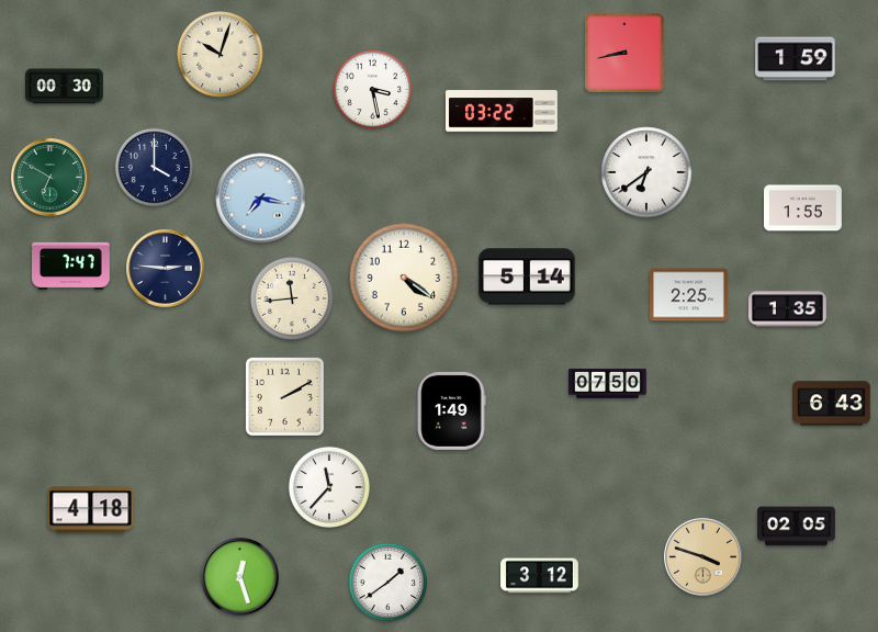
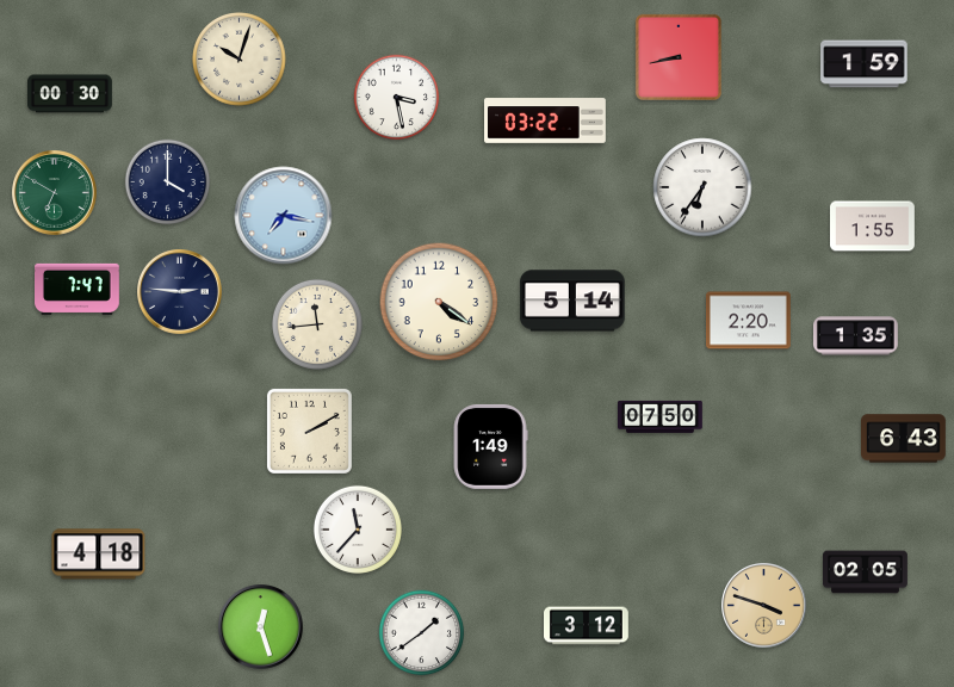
clock at (373, 90) position: (373, 90) -> (397, 98)
clock at (646, 172): 6:39 -> 6:36
clock at (688, 295): 2:25 -> 2:20
